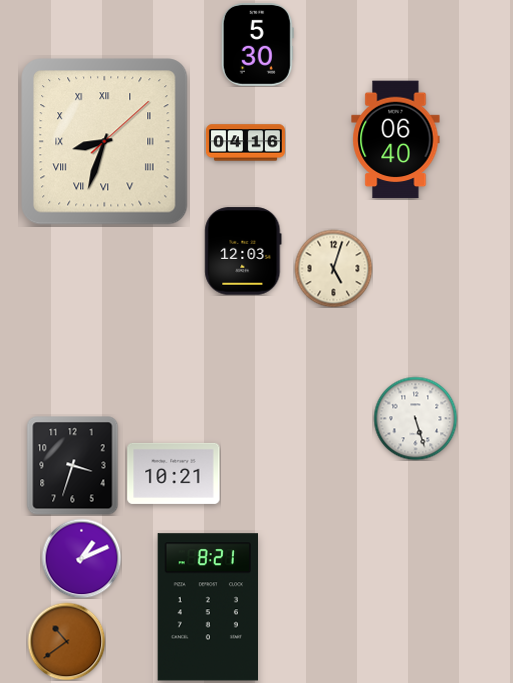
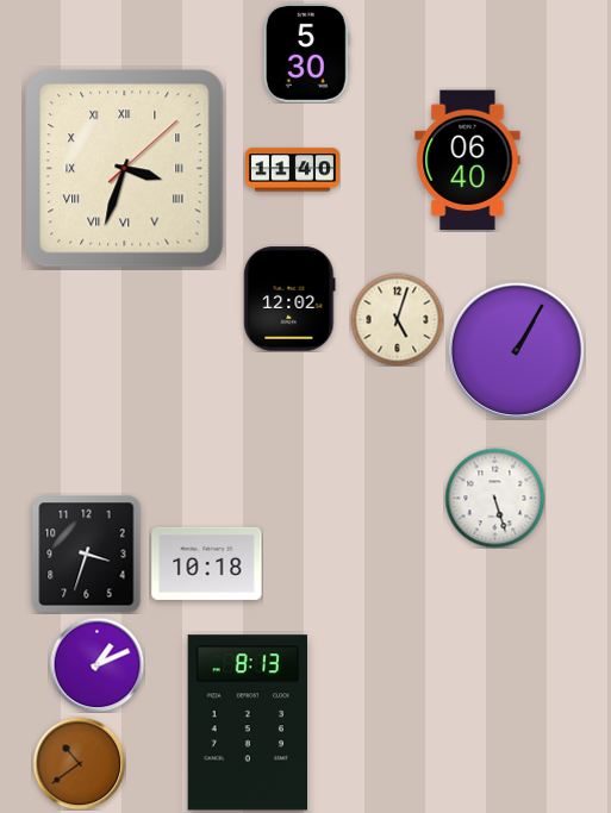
clock at (396, 140) position: (396, 140) -> (468, 161)
clock at (105, 142): 8:33 -> 3:33
clock at (245, 143): 04:16 -> 11:40
clock at (243, 251): 12:03 -> 12:02
clock at (516, 350): none -> 1:05
clock at (174, 473): 10:21 -> 10:18
clock at (207, 607): 8:21 -> 8:13
